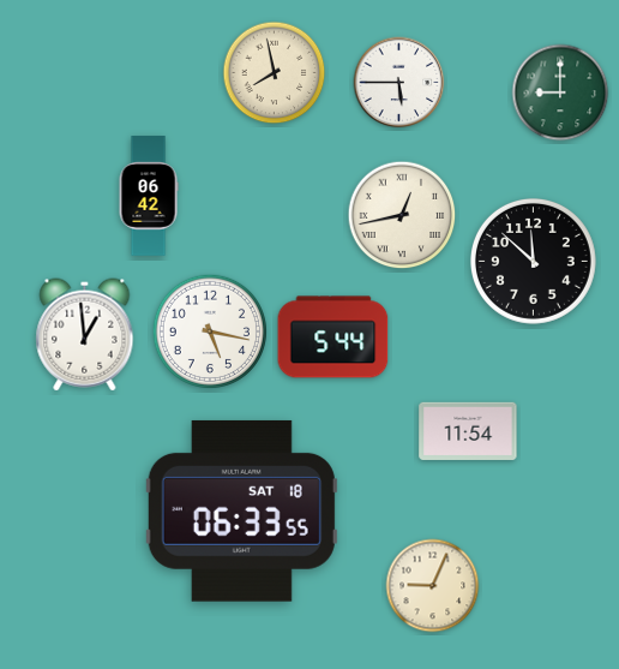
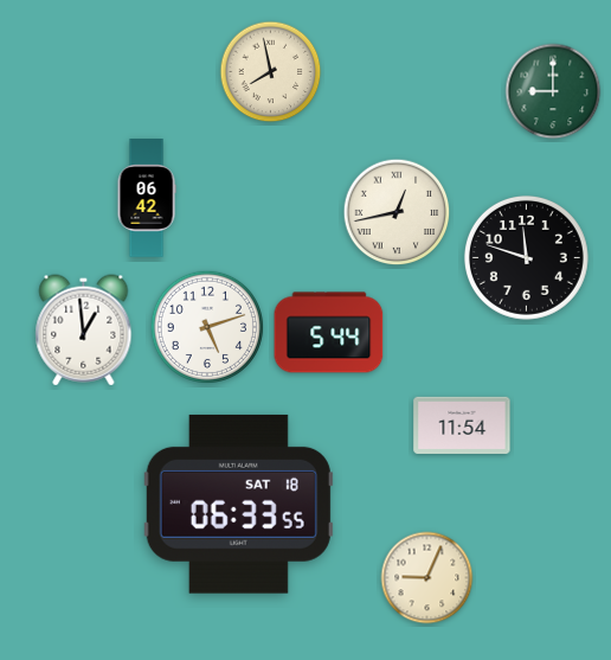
clock at (399, 83): 5:45 -> none
clock at (149, 196) position: (149, 196) -> (147, 198)
clock at (533, 261): 11:52 -> 11:48
clock at (210, 331): 5:17 -> 5:12
